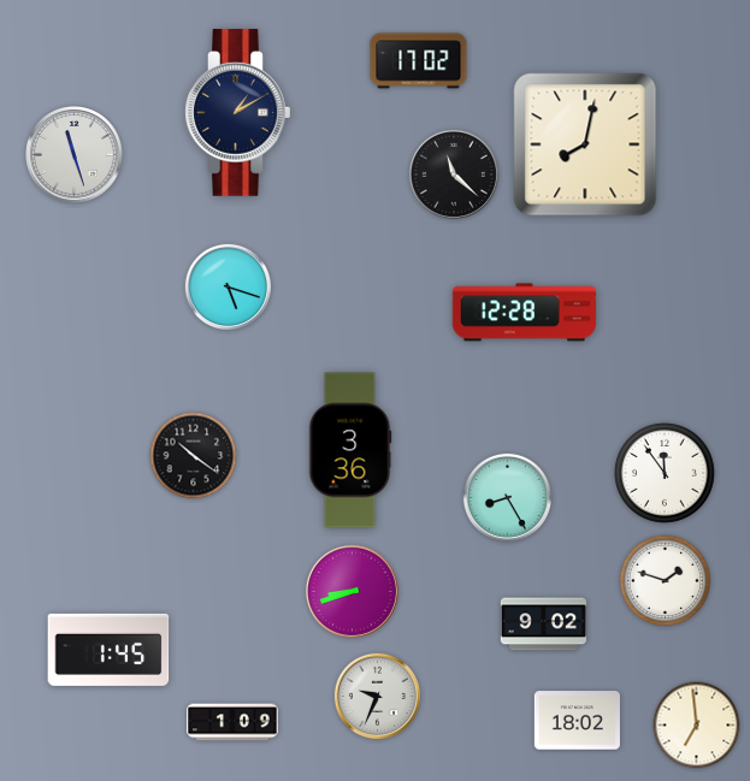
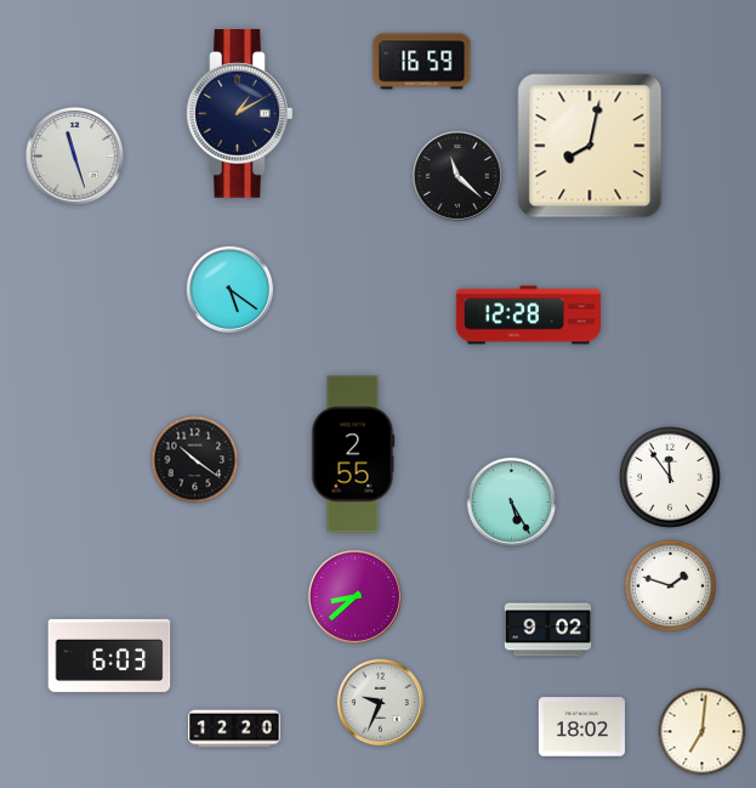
clock at (419, 61): 17:02 -> 16:59
clock at (228, 286): 5:18 -> 5:21
clock at (350, 450): 3:36 -> 2:55
clock at (507, 497): 8:25 -> 5:25
clock at (352, 591): 8:42 -> 8:38
clock at (108, 650): 1:45 -> 6:03
clock at (232, 722): 1:09 -> 12:20
clock at (697, 726): 6:59 -> 7:01
